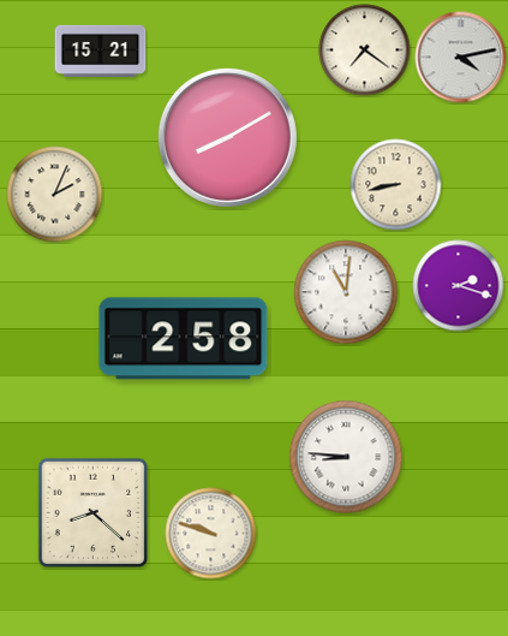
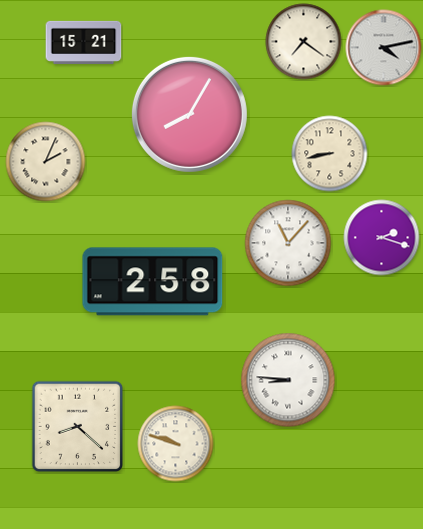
clock at (227, 137): 8:10 -> 8:05
clock at (346, 292): 11:01 -> 11:07
